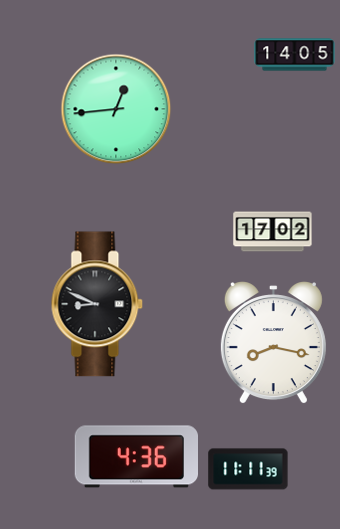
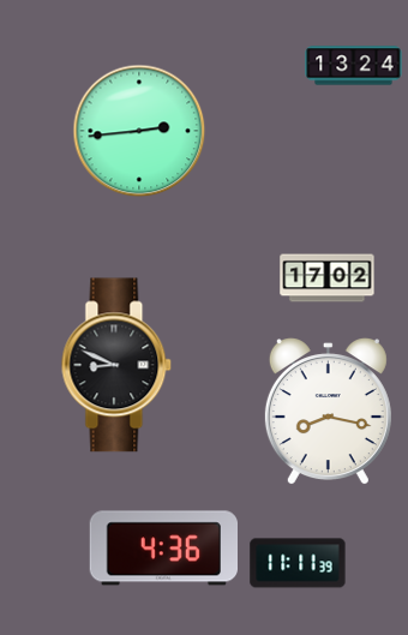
clock at (295, 55): 14:05 -> 13:24
clock at (116, 109): 12:44 -> 2:44
